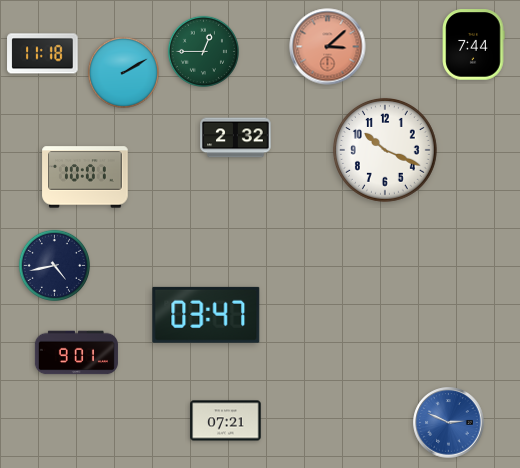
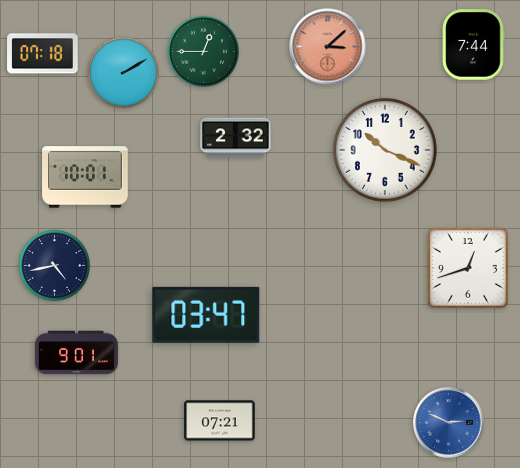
clock at (43, 54): 11:18 -> 07:18
clock at (468, 268): none -> 12:42
clock at (226, 421) position: (226, 421) -> (220, 421)
